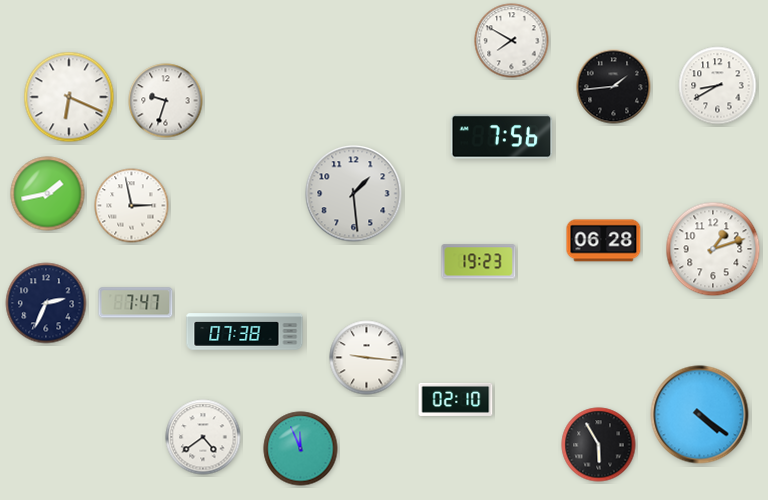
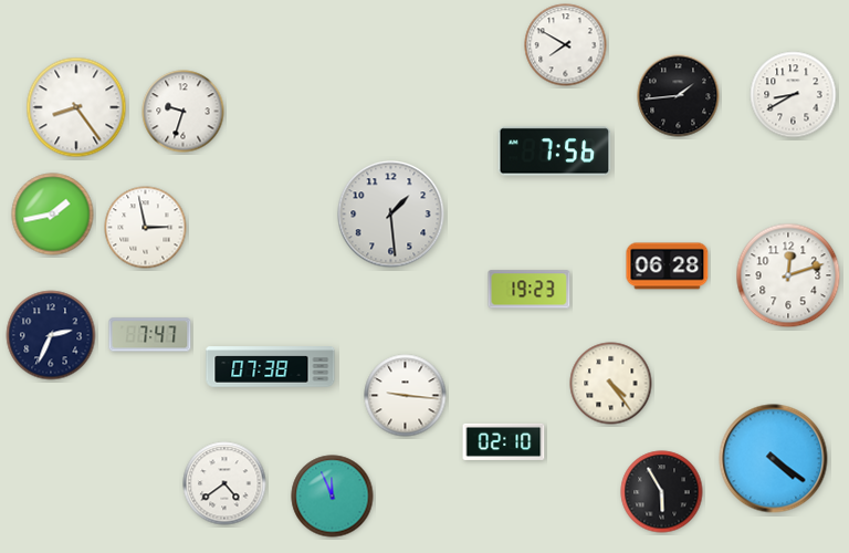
clock at (69, 97): 6:19 -> 8:24
clock at (713, 249): 1:12 -> 12:12
clock at (611, 384): none -> 4:24
